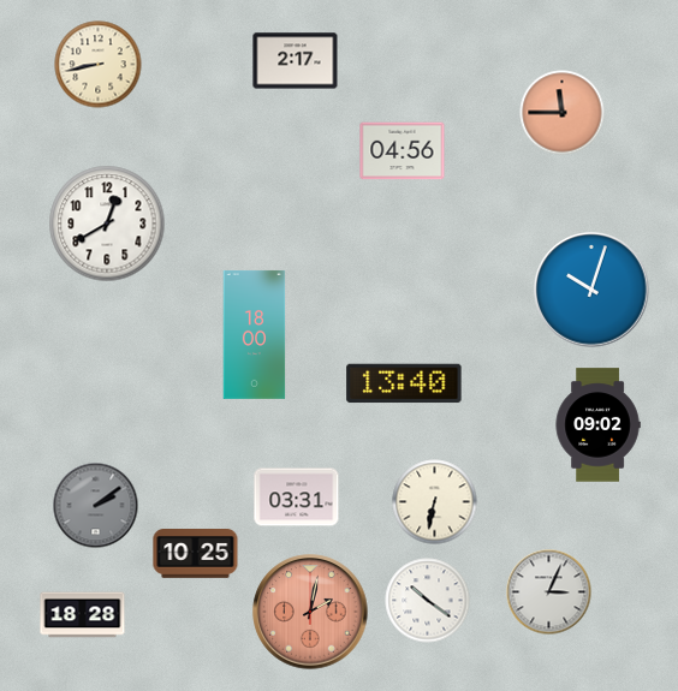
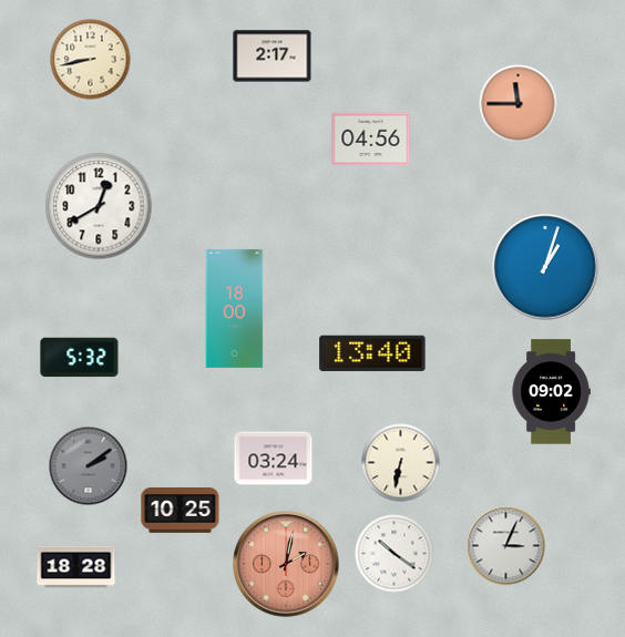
clock at (591, 290): 10:03 -> 1:03
clock at (80, 358): none -> 5:32
clock at (297, 498): 03:31 -> 03:24
